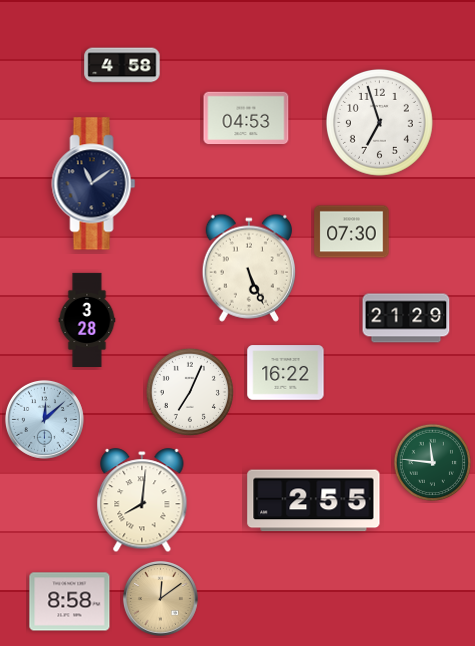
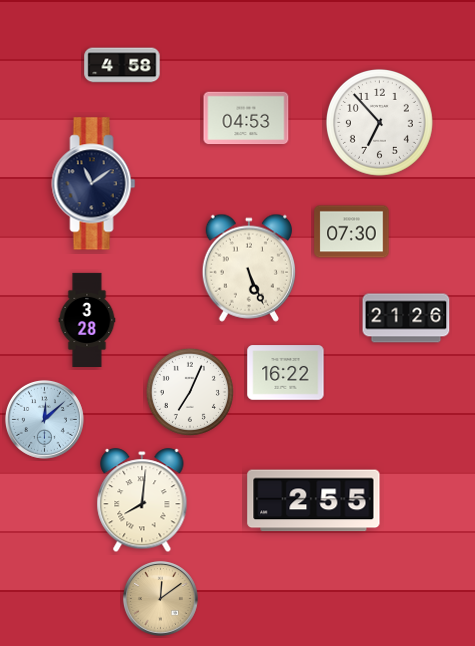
clock at (379, 122): 6:57 -> 6:53
clock at (406, 318): 21:29 -> 21:26
clock at (432, 462): 11:46 -> none
clock at (70, 602): 8:58 -> none
